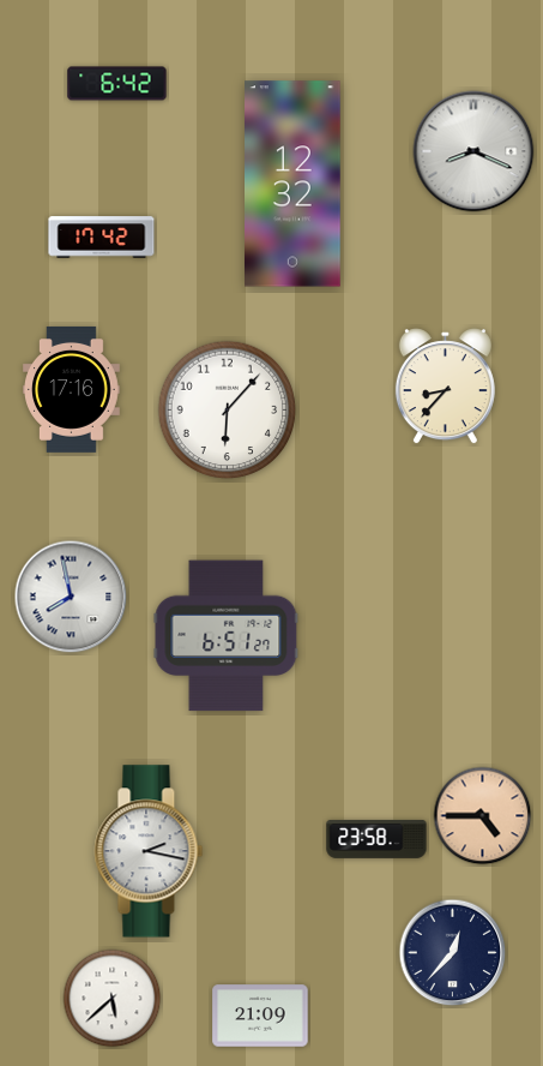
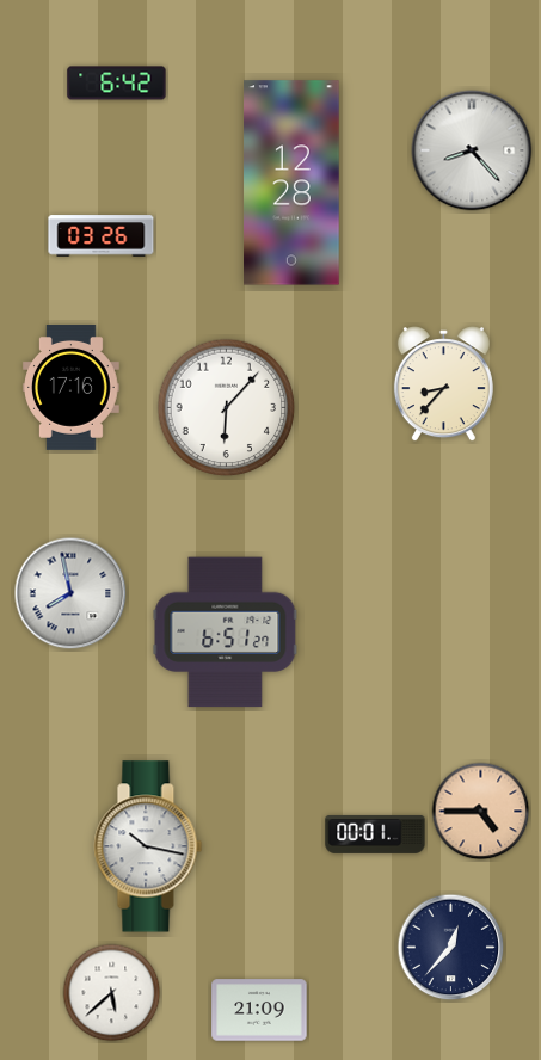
clock at (473, 151): 8:19 -> 8:23
clock at (292, 184): 12:32 -> 12:28
clock at (102, 238): 17:42 -> 03:26
clock at (376, 839): 23:58 -> 00:01
clock at (149, 851): 2:17 -> 10:17
